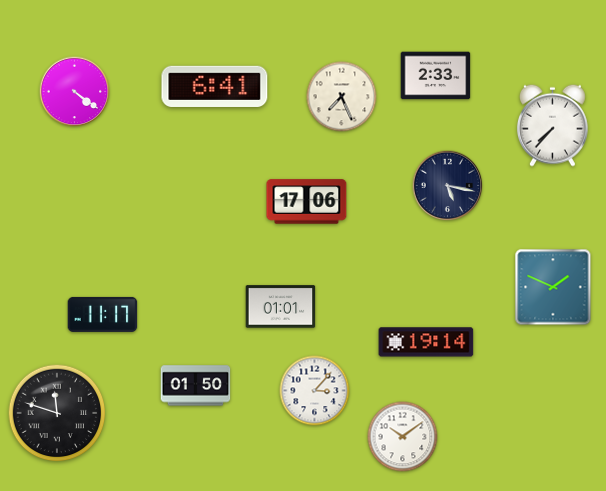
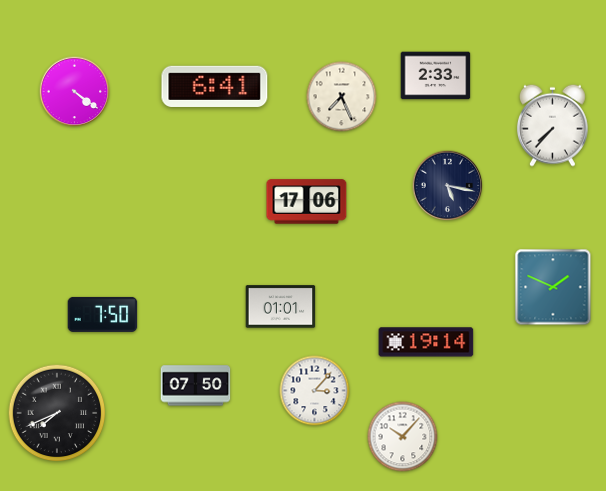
clock at (103, 314): 11:17 -> 7:50
clock at (196, 386): 01:50 -> 07:50
clock at (57, 413): 11:48 -> 7:41
clock at (403, 437): 10:09 -> 10:07
